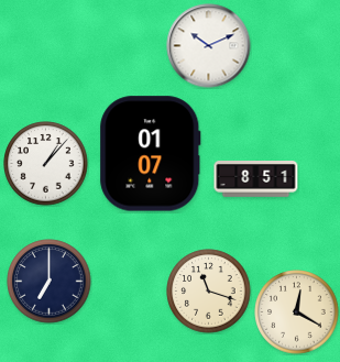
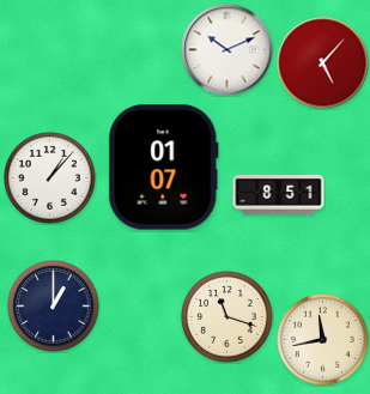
clock at (323, 63): none -> 5:07
clock at (50, 282): 7:00 -> 1:00
clock at (297, 312): 12:20 -> 11:43
